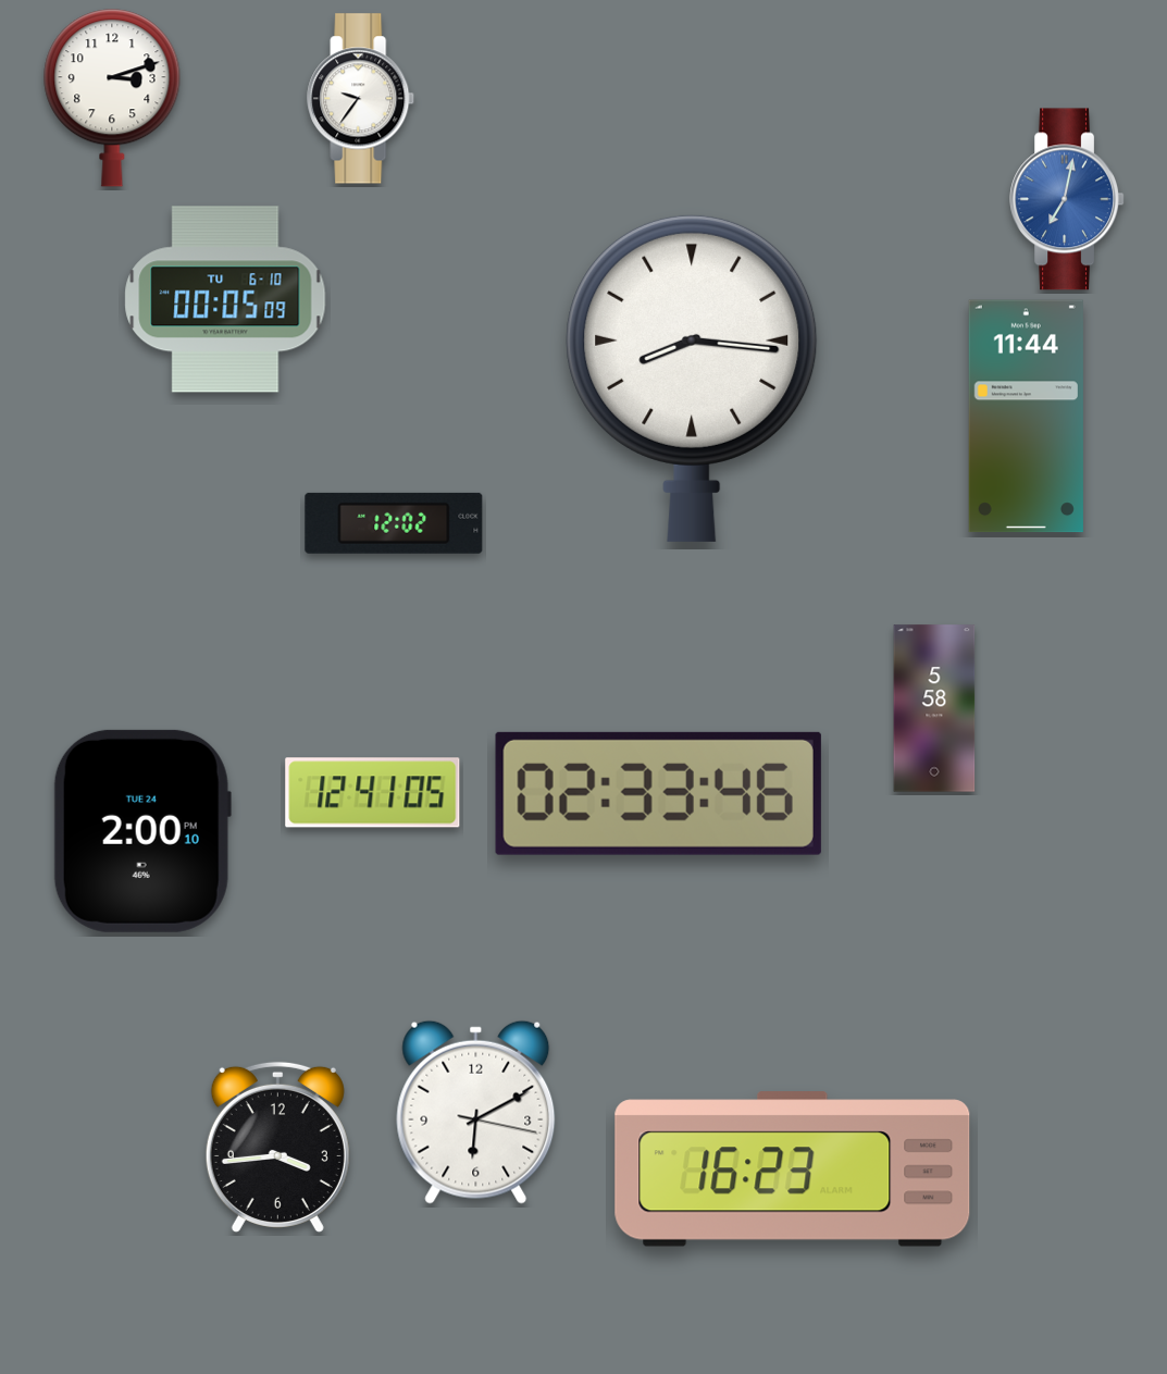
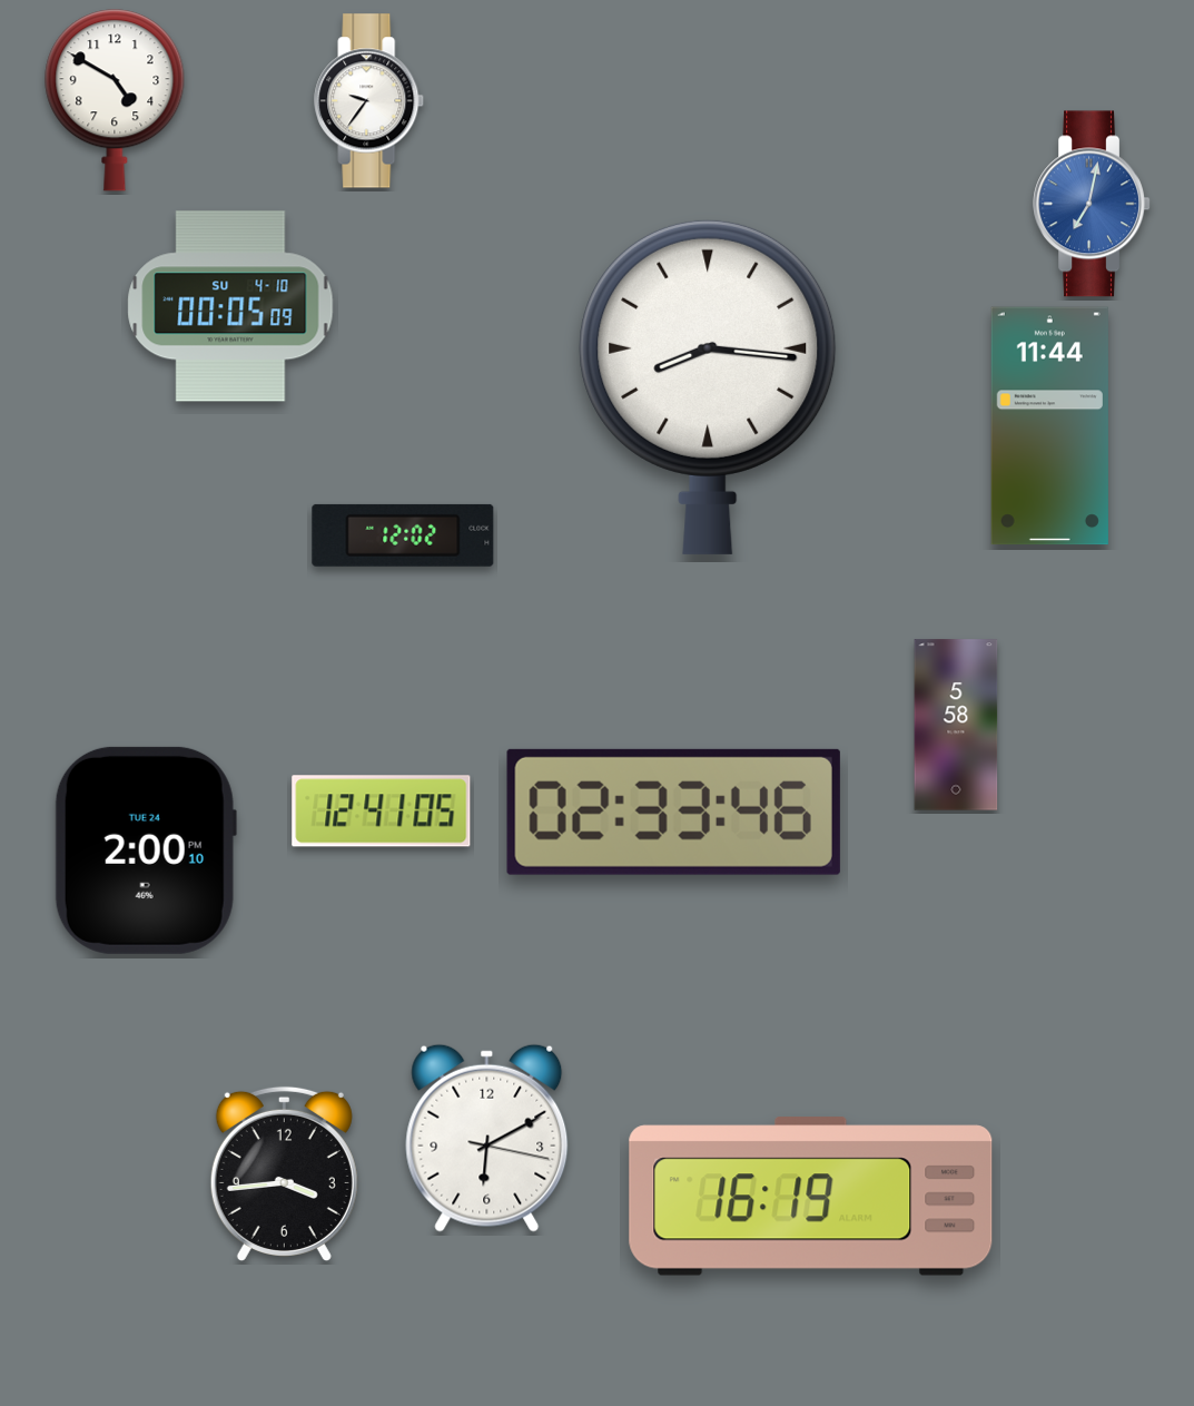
clock at (112, 98): 3:12 -> 4:50
clock at (225, 299) date: TU 6-10 -> SU 4-10
clock at (793, 1169): 16:23 -> 16:19
